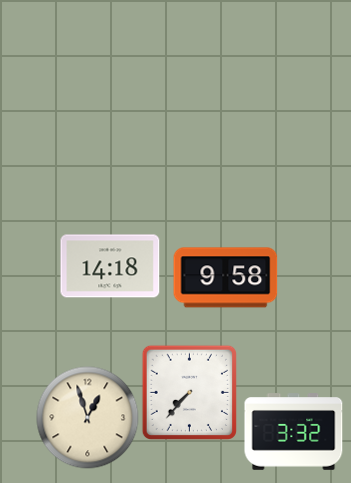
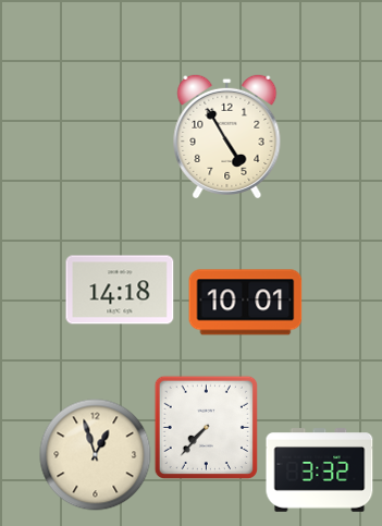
clock at (227, 136): none -> 4:55
clock at (226, 278): 9:58 -> 10:01
